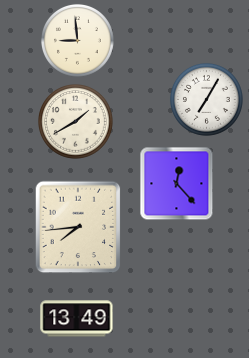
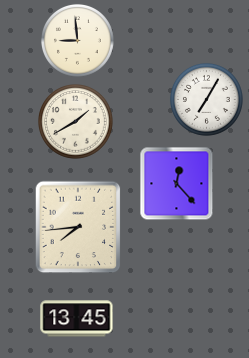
clock at (77, 319): 13:49 -> 13:45
